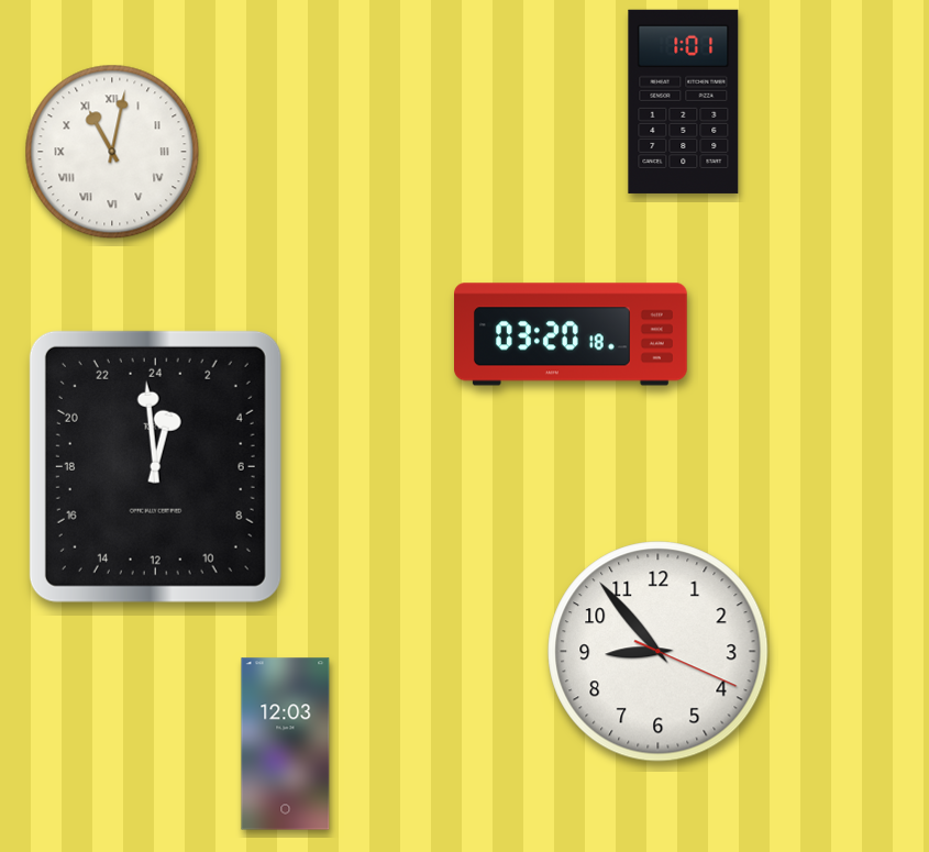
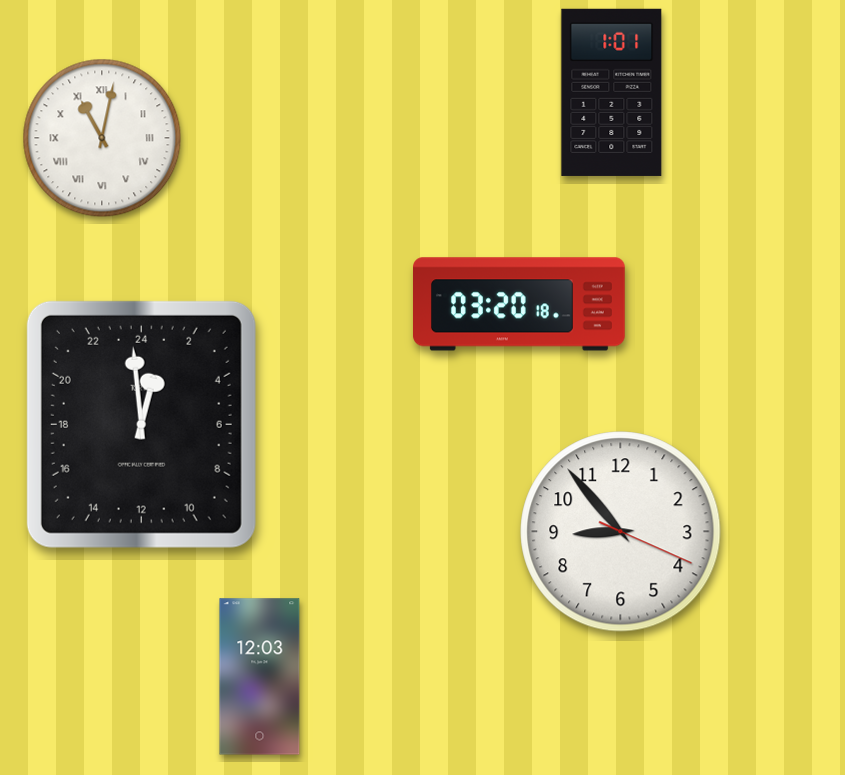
clock at (684, 101) position: (684, 101) -> (612, 92)
clock at (659, 652) position: (659, 652) -> (621, 532)
